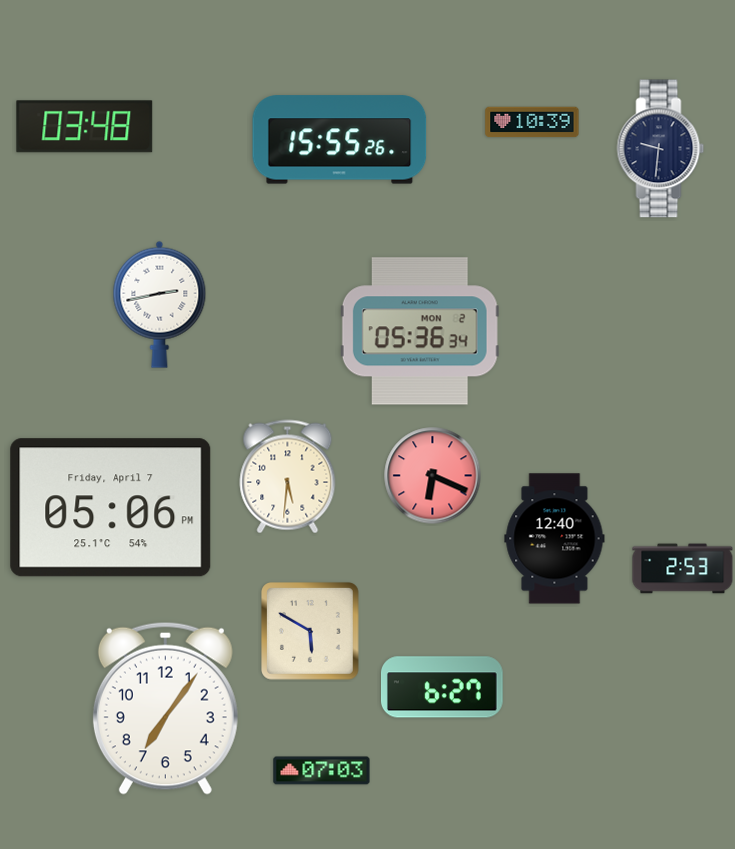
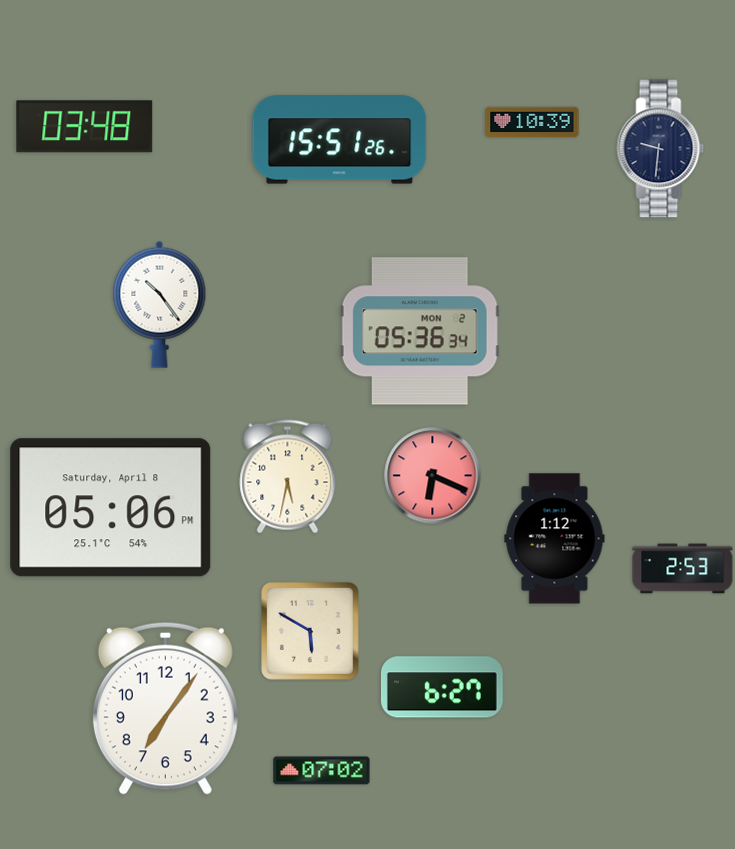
clock at (340, 140): 15:55 -> 15:51
clock at (160, 304): 2:43 -> 10:24
clock at (288, 477): 5:31 -> 5:32
clock at (111, 508) date: Friday, April 7 -> Saturday, April 8
clock at (555, 539): 12:40 -> 1:12
clock at (322, 771): 07:03 -> 07:02
